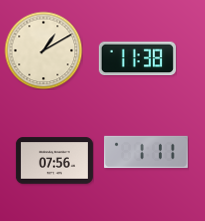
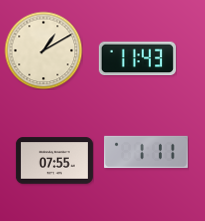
clock at (137, 59): 11:38 -> 11:43
clock at (54, 161): 07:56 -> 07:55
